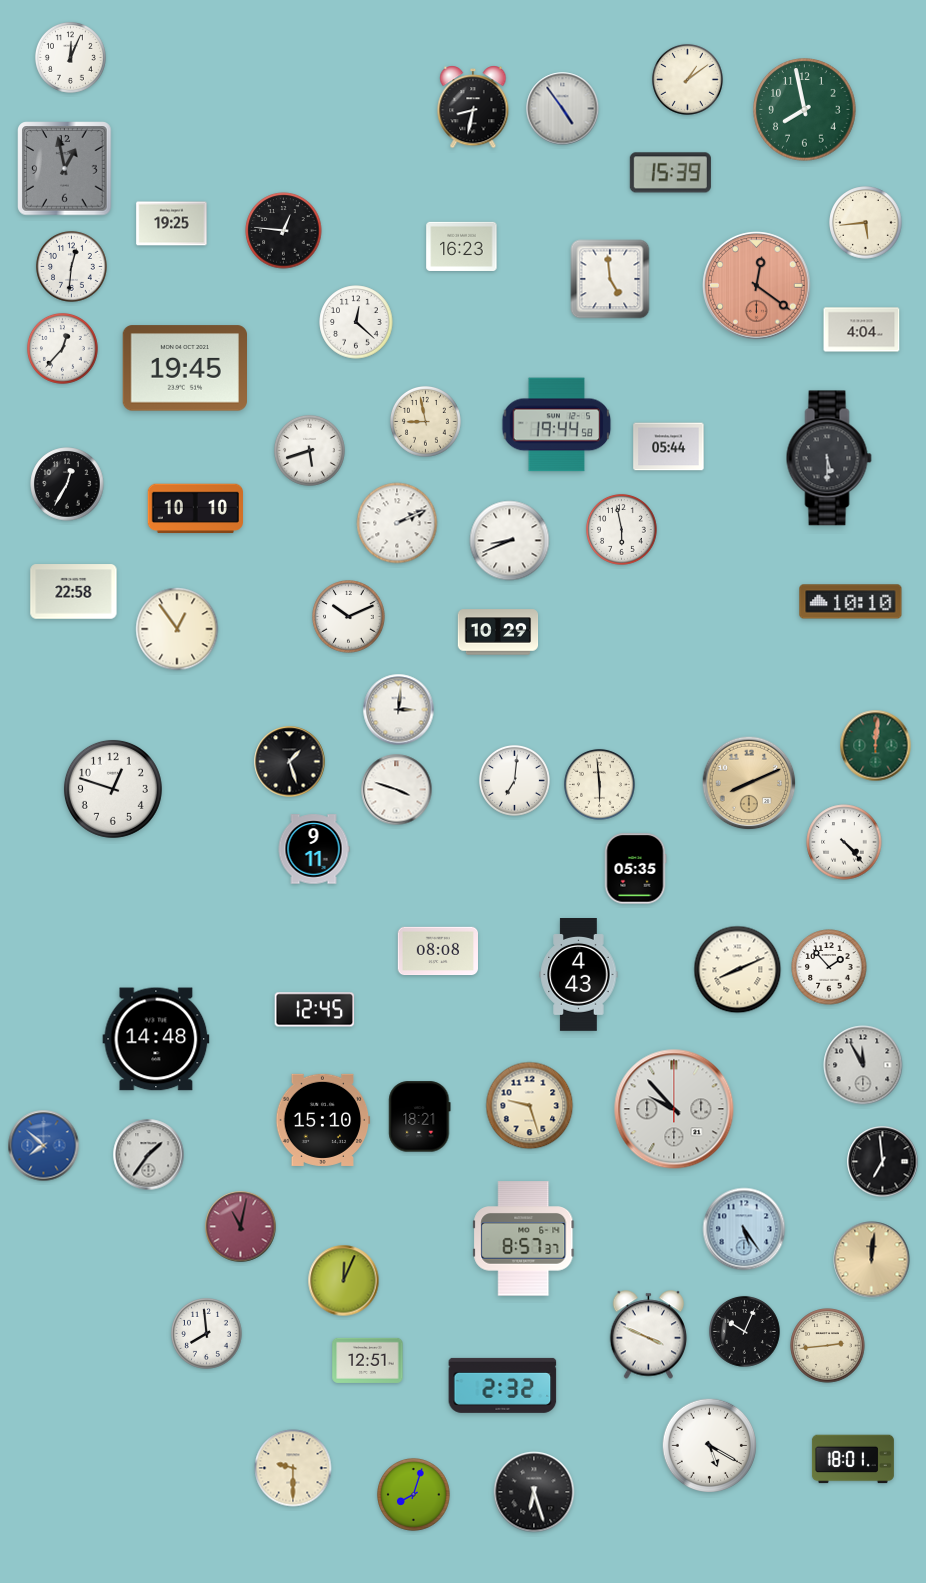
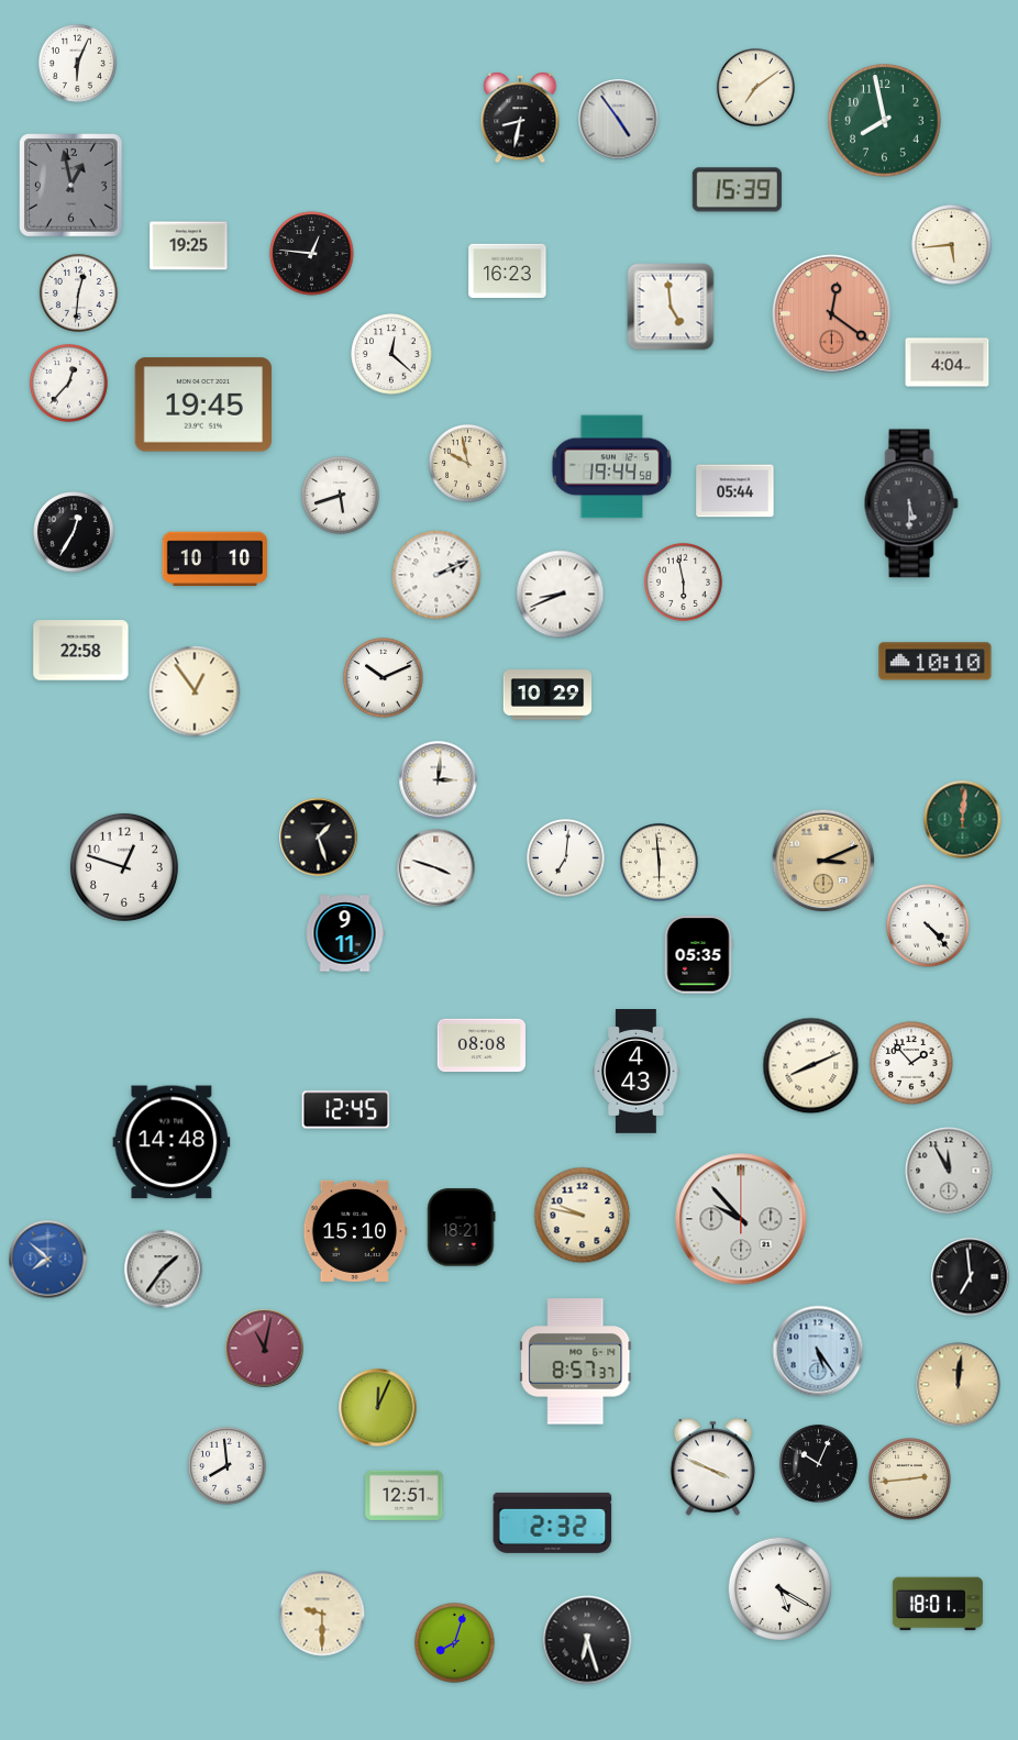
clock at (70, 57): 12:04 -> 6:04
clock at (687, 79): 1:09 -> 7:09
clock at (425, 421): 8:58 -> 9:58
clock at (749, 783): 8:11 -> 3:11
clock at (530, 1106): 9:27 -> 9:47
